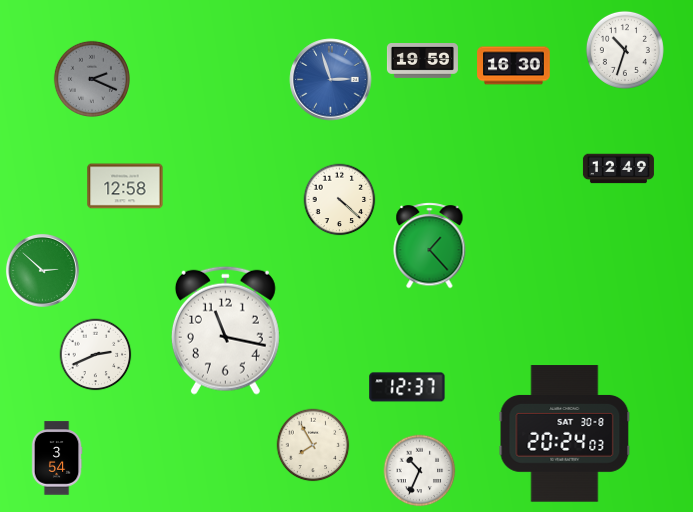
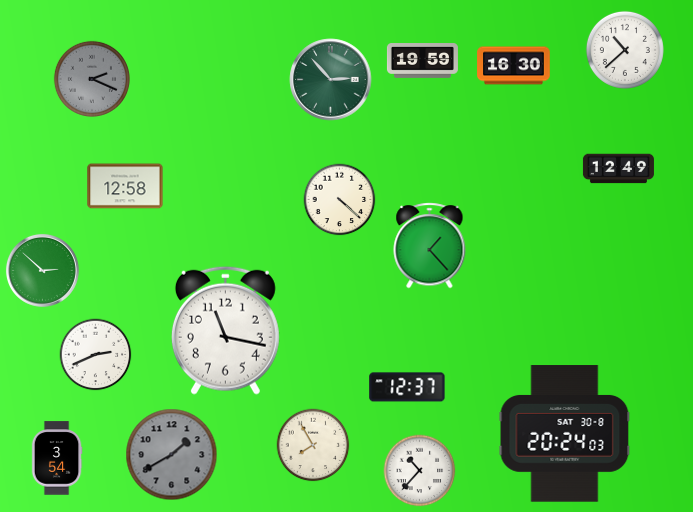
clock at (625, 50): 10:33 -> 10:38
clock at (331, 80): 2:57 -> 2:53
clock at (331, 80) dial: blue -> green
clock at (172, 455): none -> 1:40
clock at (420, 471): 10:34 -> 10:37
